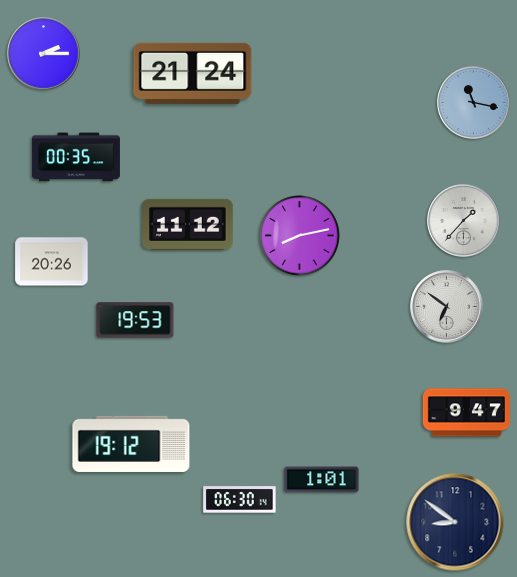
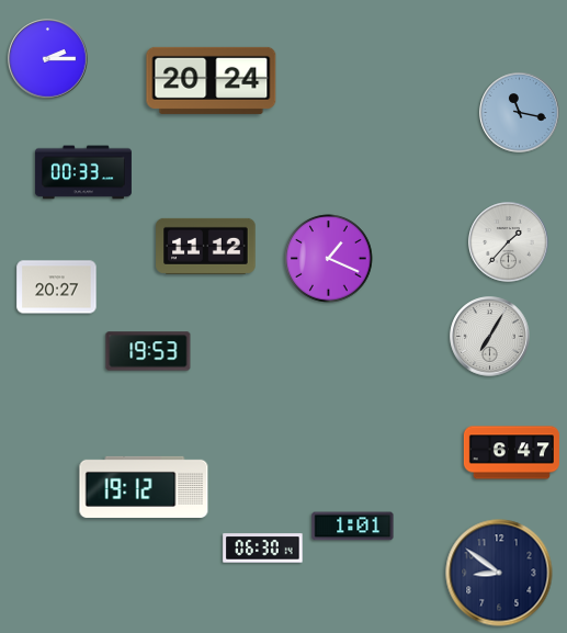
clock at (193, 73): 21:24 -> 20:24
clock at (76, 157): 00:35 -> 00:33
clock at (300, 236): 8:13 -> 1:19
clock at (52, 262): 20:26 -> 20:27
clock at (447, 307): 6:51 -> 7:05
clock at (466, 413): 9:47 -> 6:47
